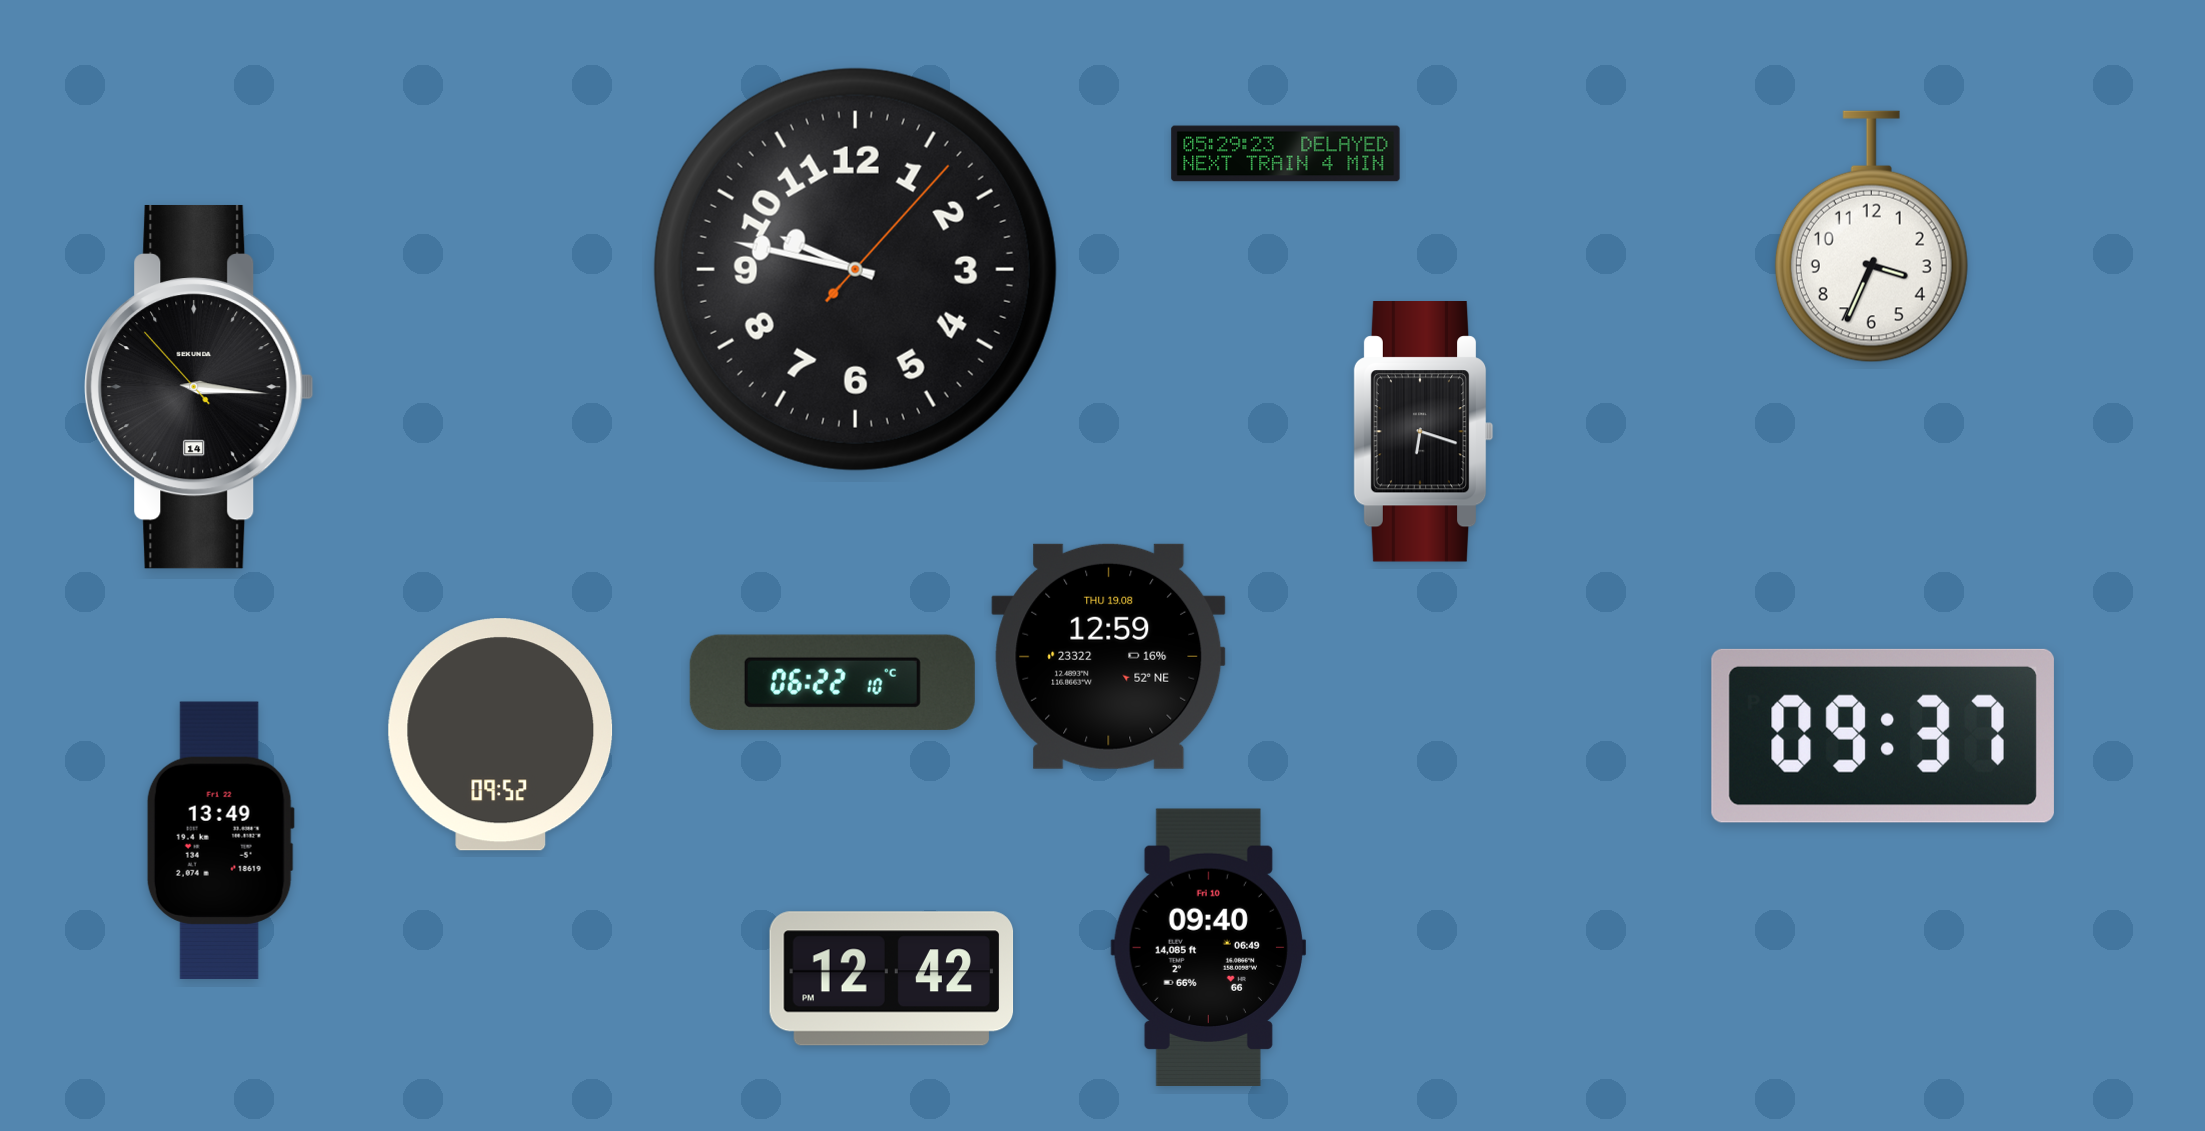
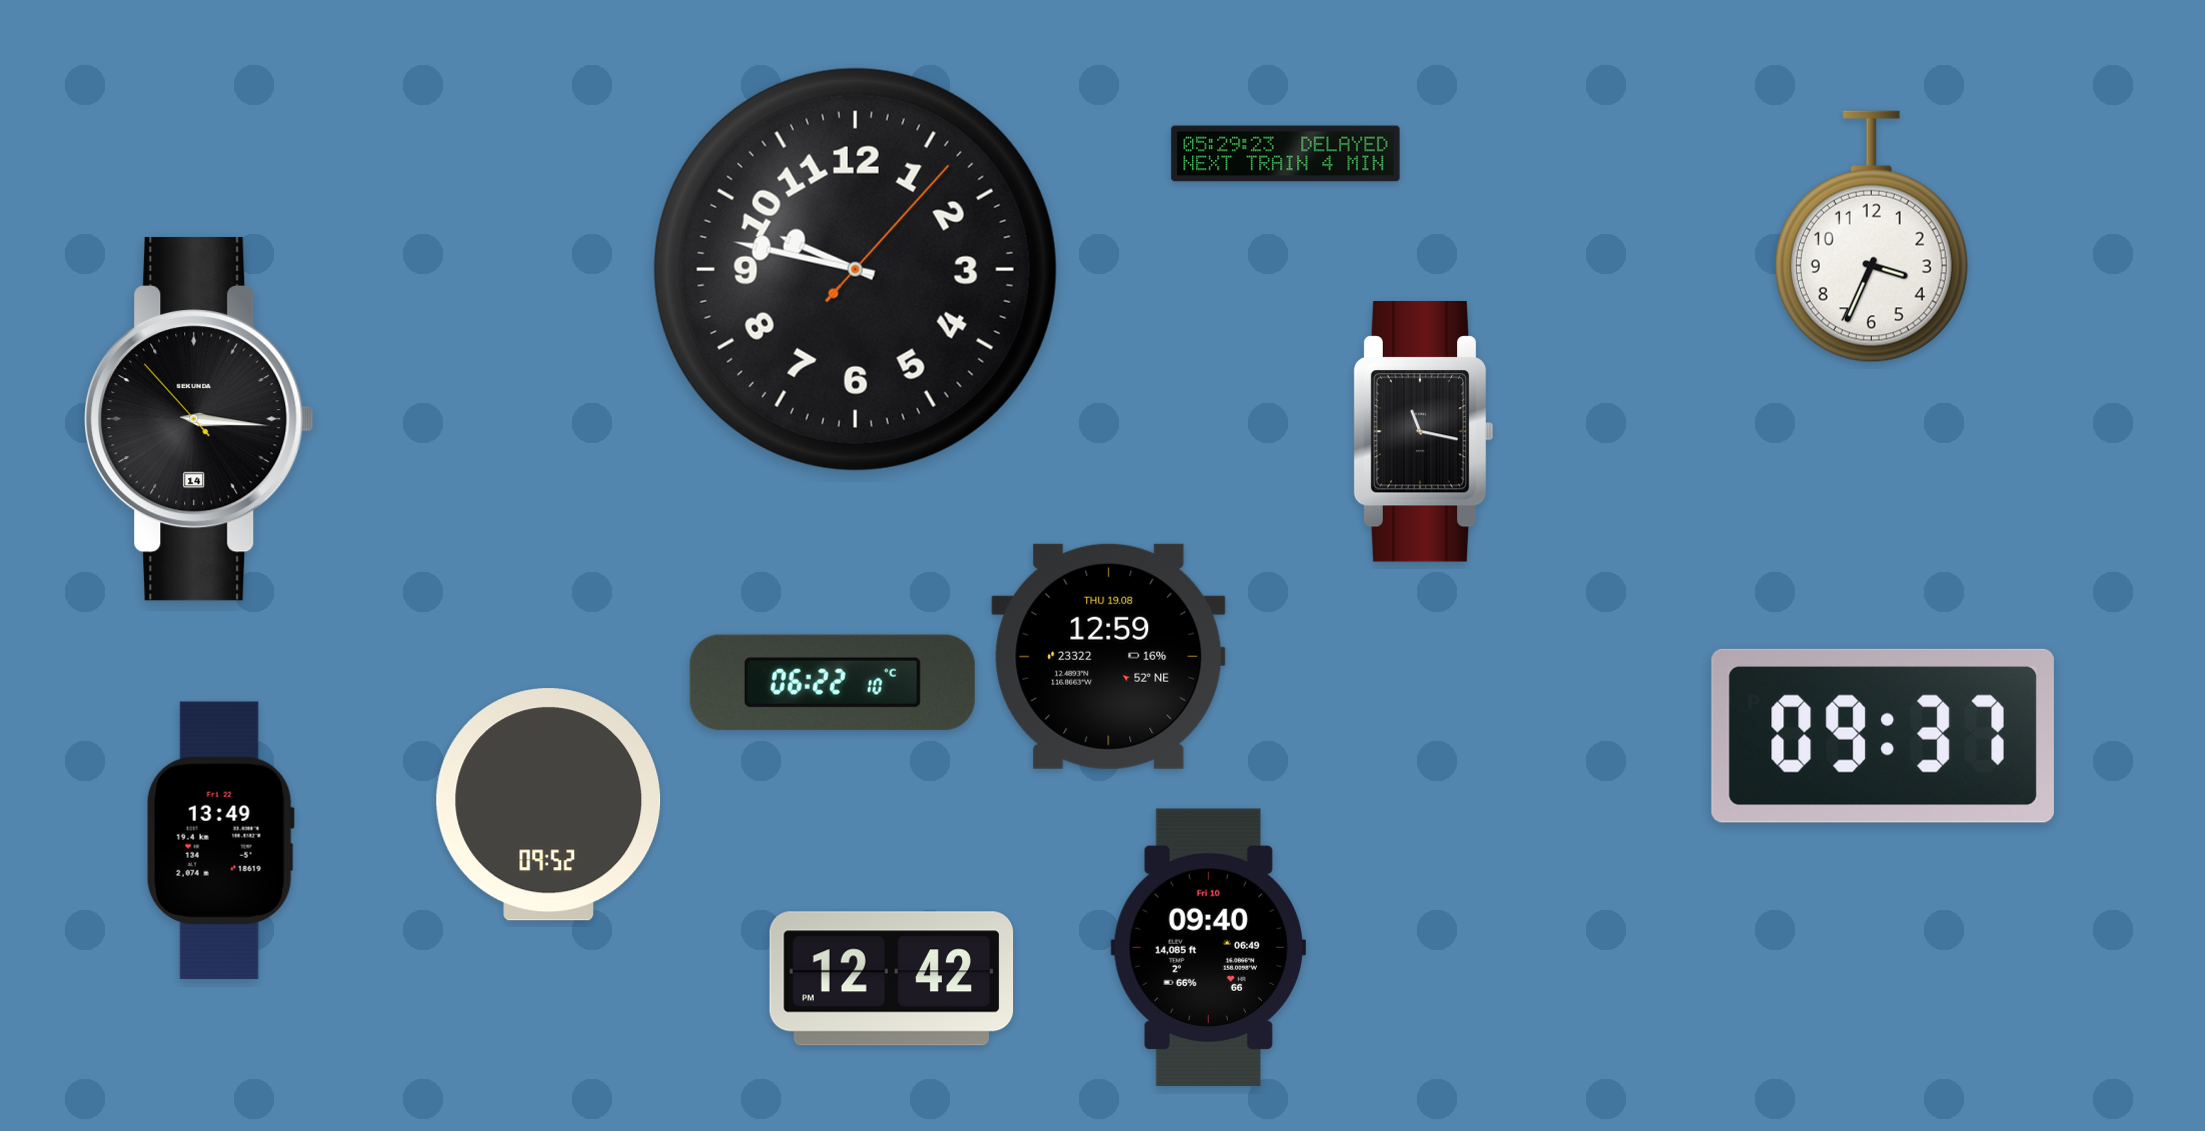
clock at (199, 387) position: (199, 387) -> (199, 419)
clock at (1423, 432): 6:18 -> 11:17
clock at (501, 735) position: (501, 735) -> (549, 805)
